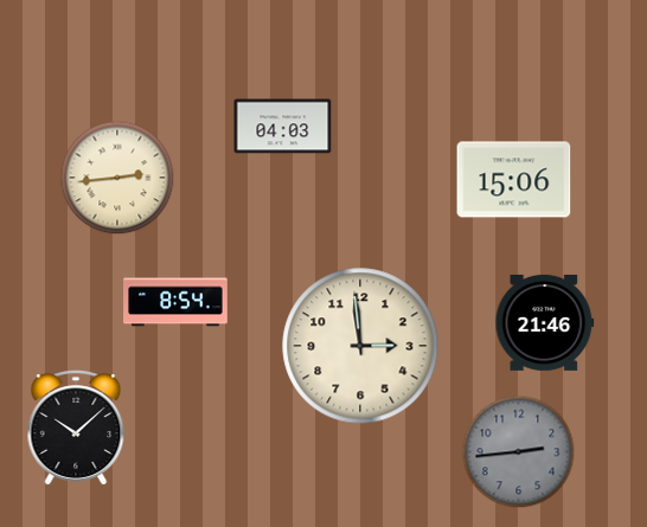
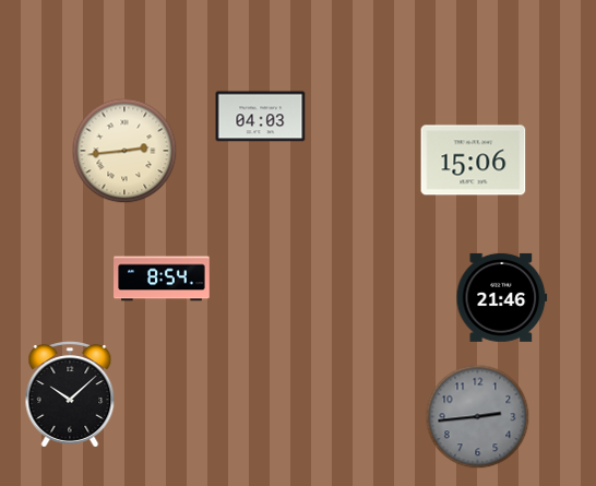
clock at (117, 178) position: (117, 178) -> (124, 151)
clock at (514, 180) position: (514, 180) -> (474, 161)
clock at (360, 346): 2:59 -> none
